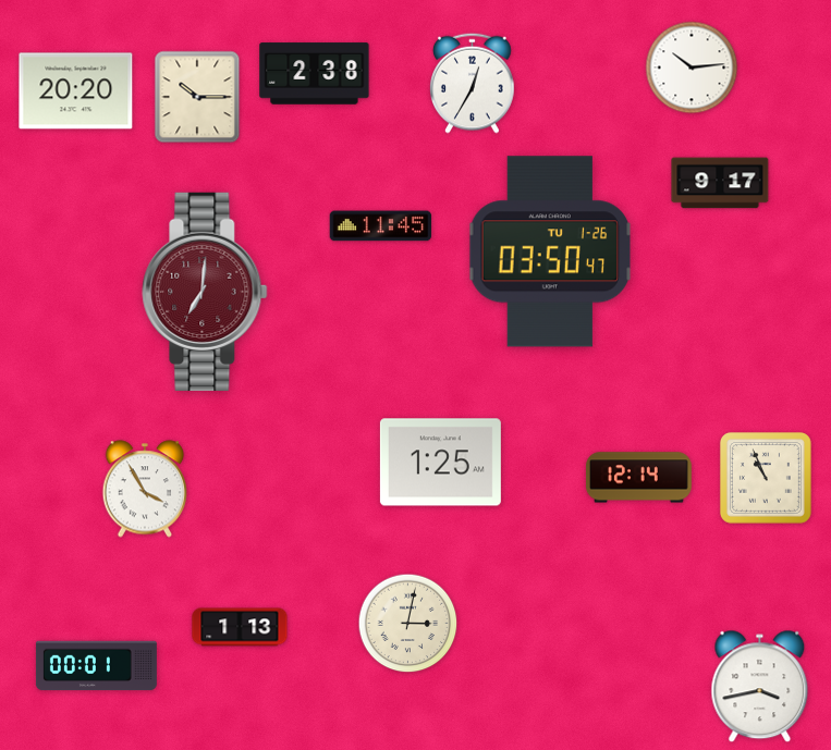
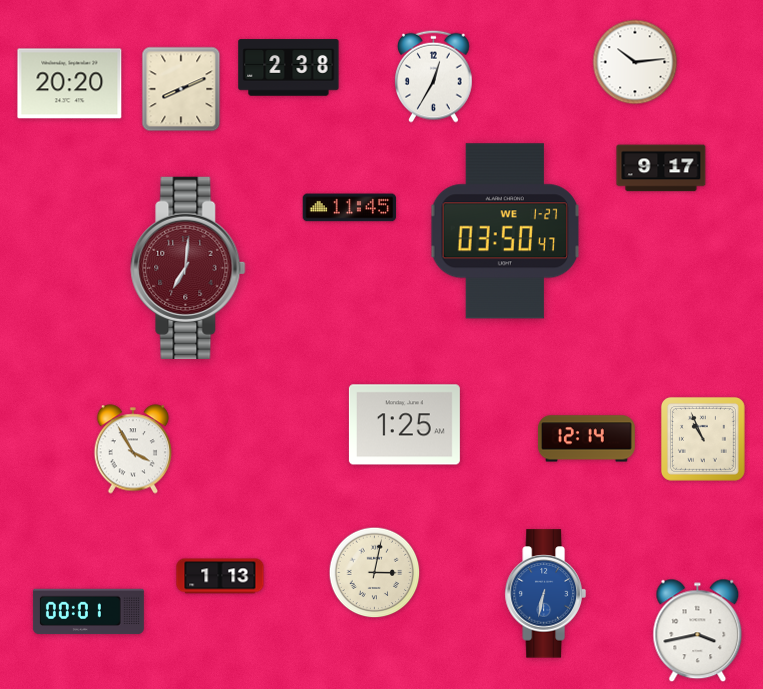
clock at (197, 97): 10:15 -> 8:11
clock at (550, 251) date: TU 1-26 -> WE 1-27
clock at (545, 594): none -> 6:32
